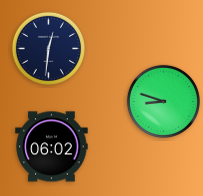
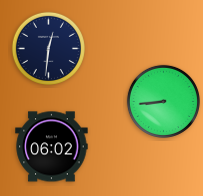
clock at (163, 101): 8:48 -> 8:44
